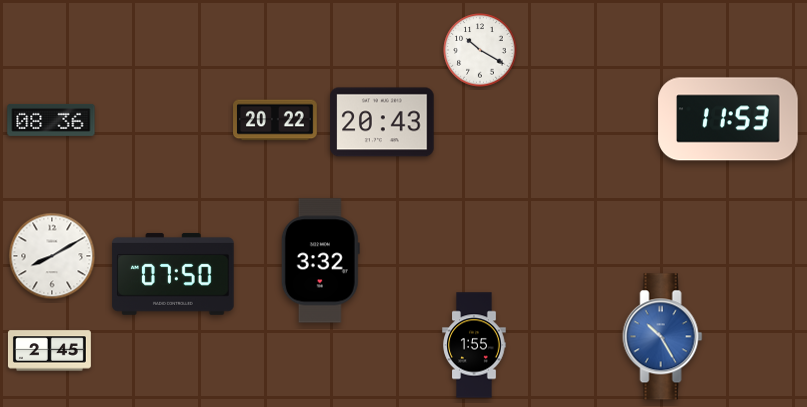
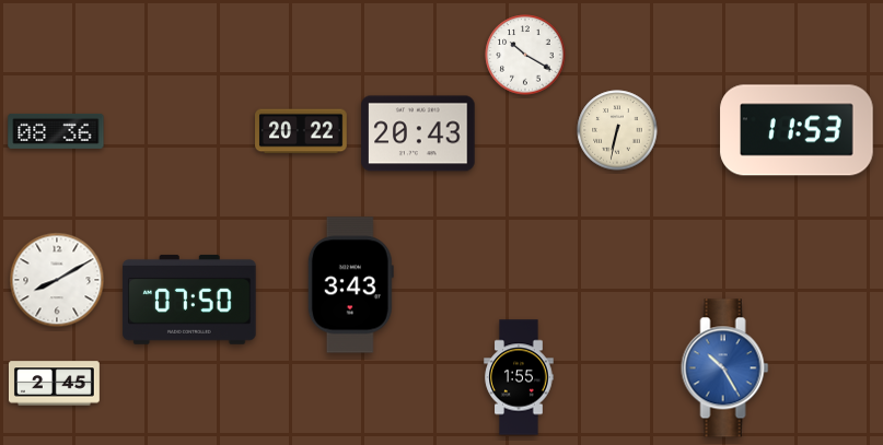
clock at (617, 130): none -> 6:32
clock at (320, 261): 3:32 -> 3:43
